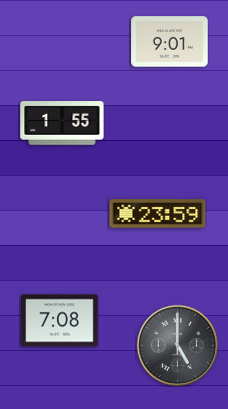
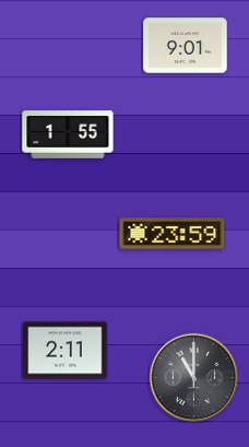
clock at (60, 321): 7:08 -> 2:11
clock at (177, 345): 5:00 -> 11:00
